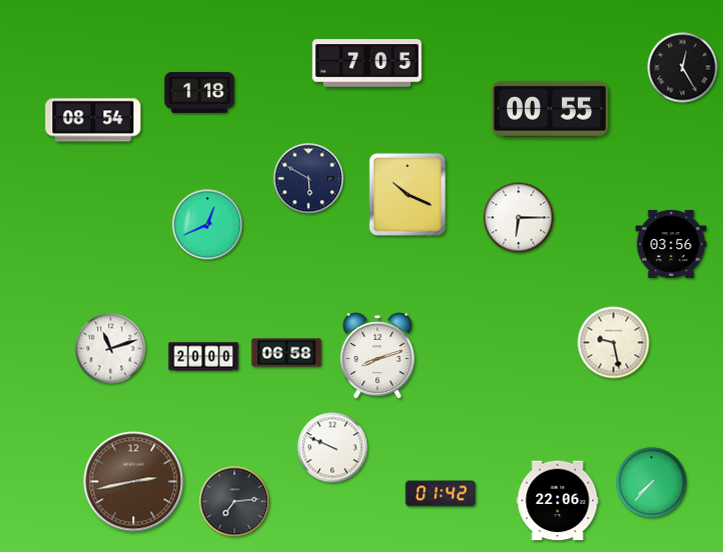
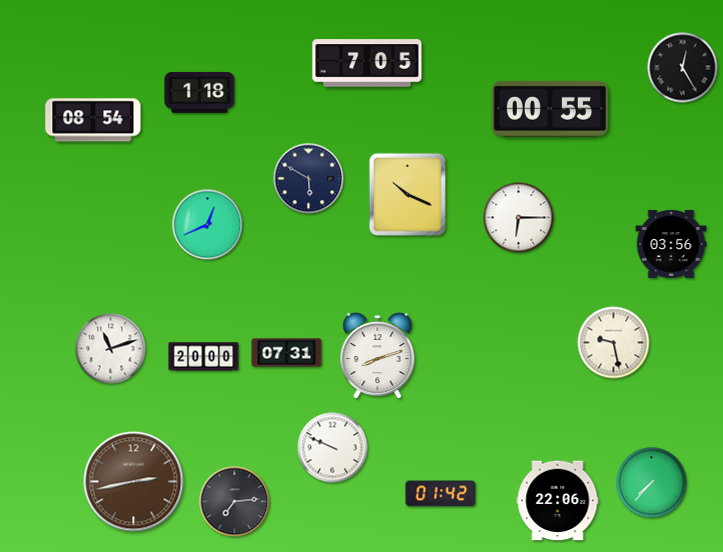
clock at (287, 353): 06:58 -> 07:31
